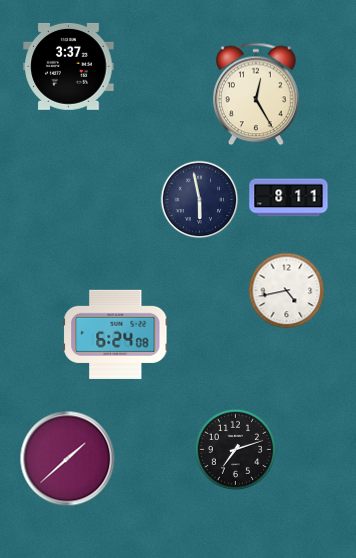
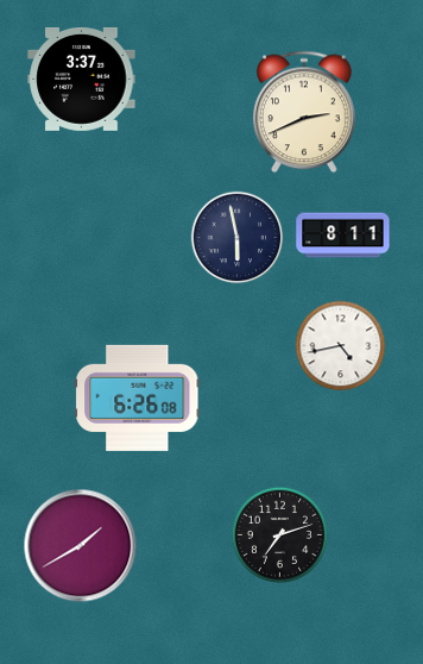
clock at (256, 94): 12:25 -> 2:41
clock at (116, 334): 6:24 -> 6:26
clock at (68, 459): 1:38 -> 1:40
